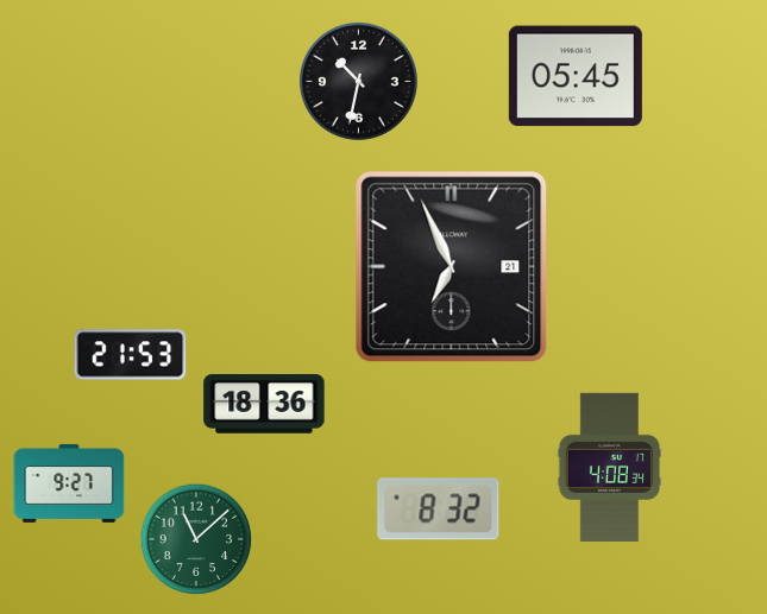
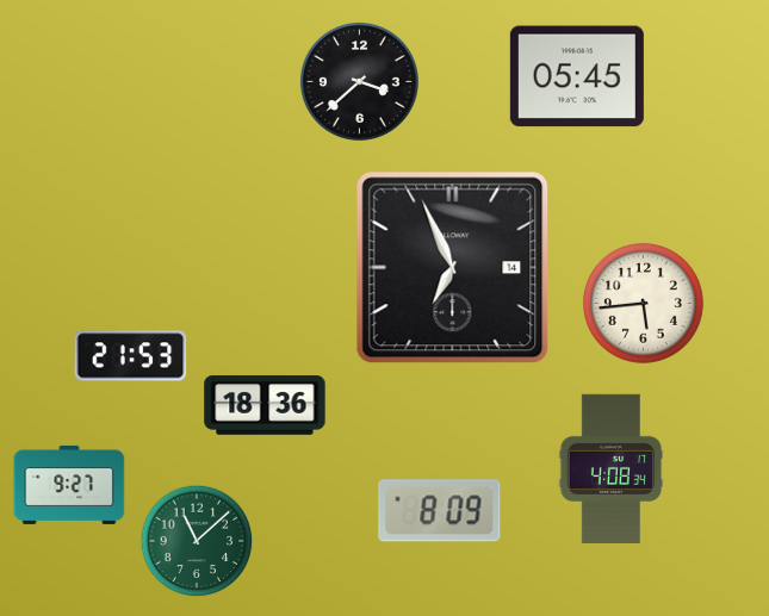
clock at (358, 81): 10:32 -> 3:38
clock at (452, 267) date: 21 -> 14
clock at (644, 304): none -> 5:44
clock at (439, 509): 8:32 -> 8:09
